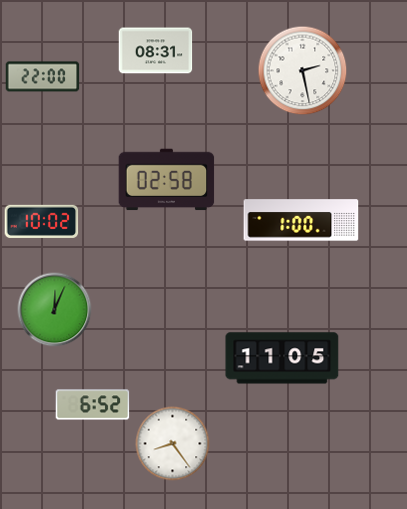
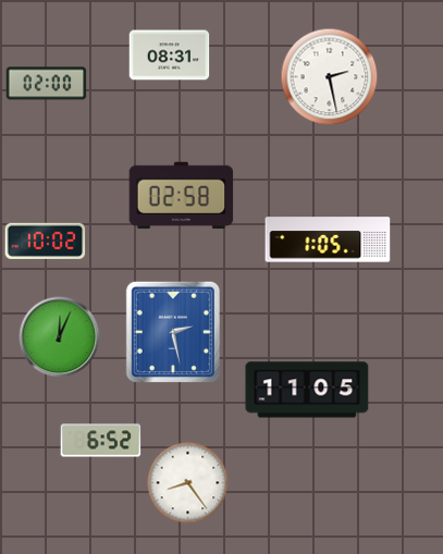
clock at (43, 77): 22:00 -> 02:00
clock at (301, 220): 1:00 -> 1:05
clock at (173, 332): none -> 2:28
